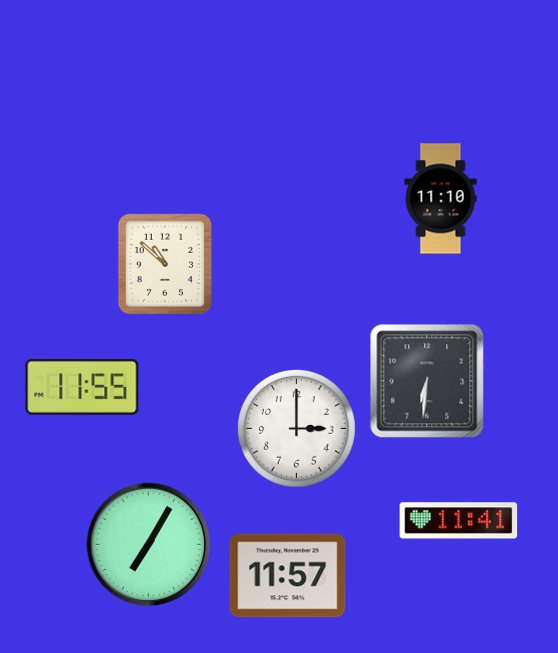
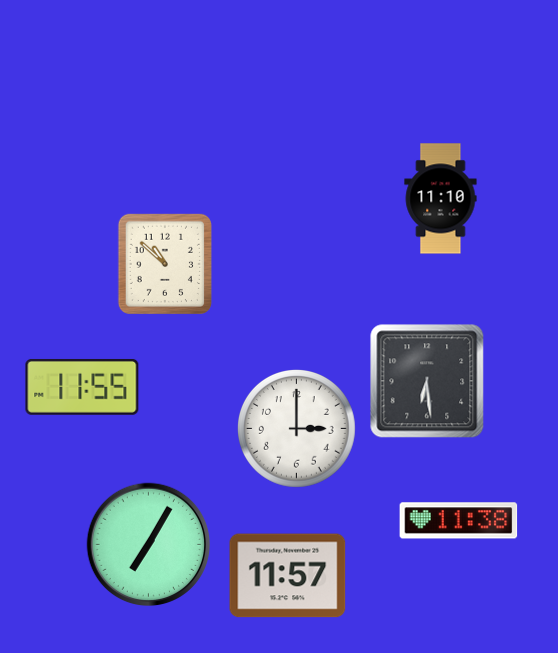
clock at (427, 381): 6:31 -> 6:29
clock at (459, 521): 11:41 -> 11:38
